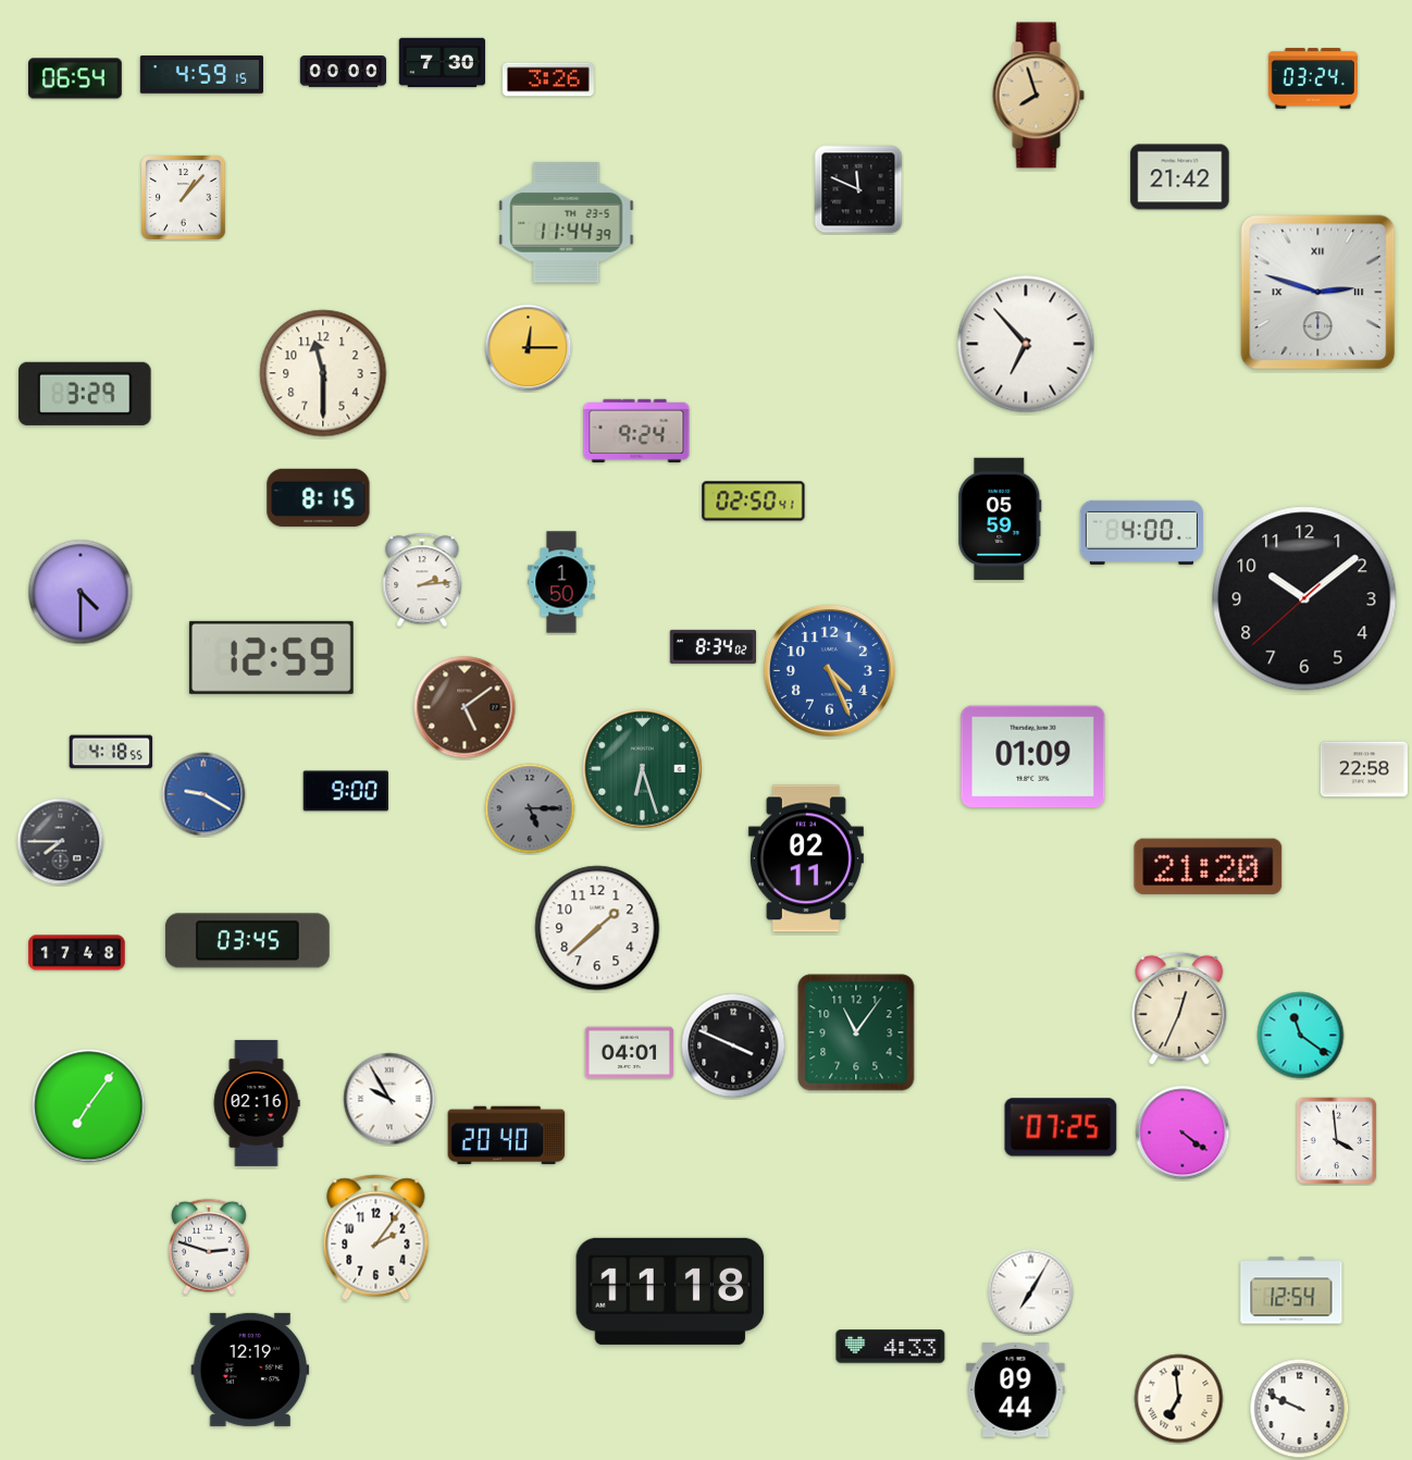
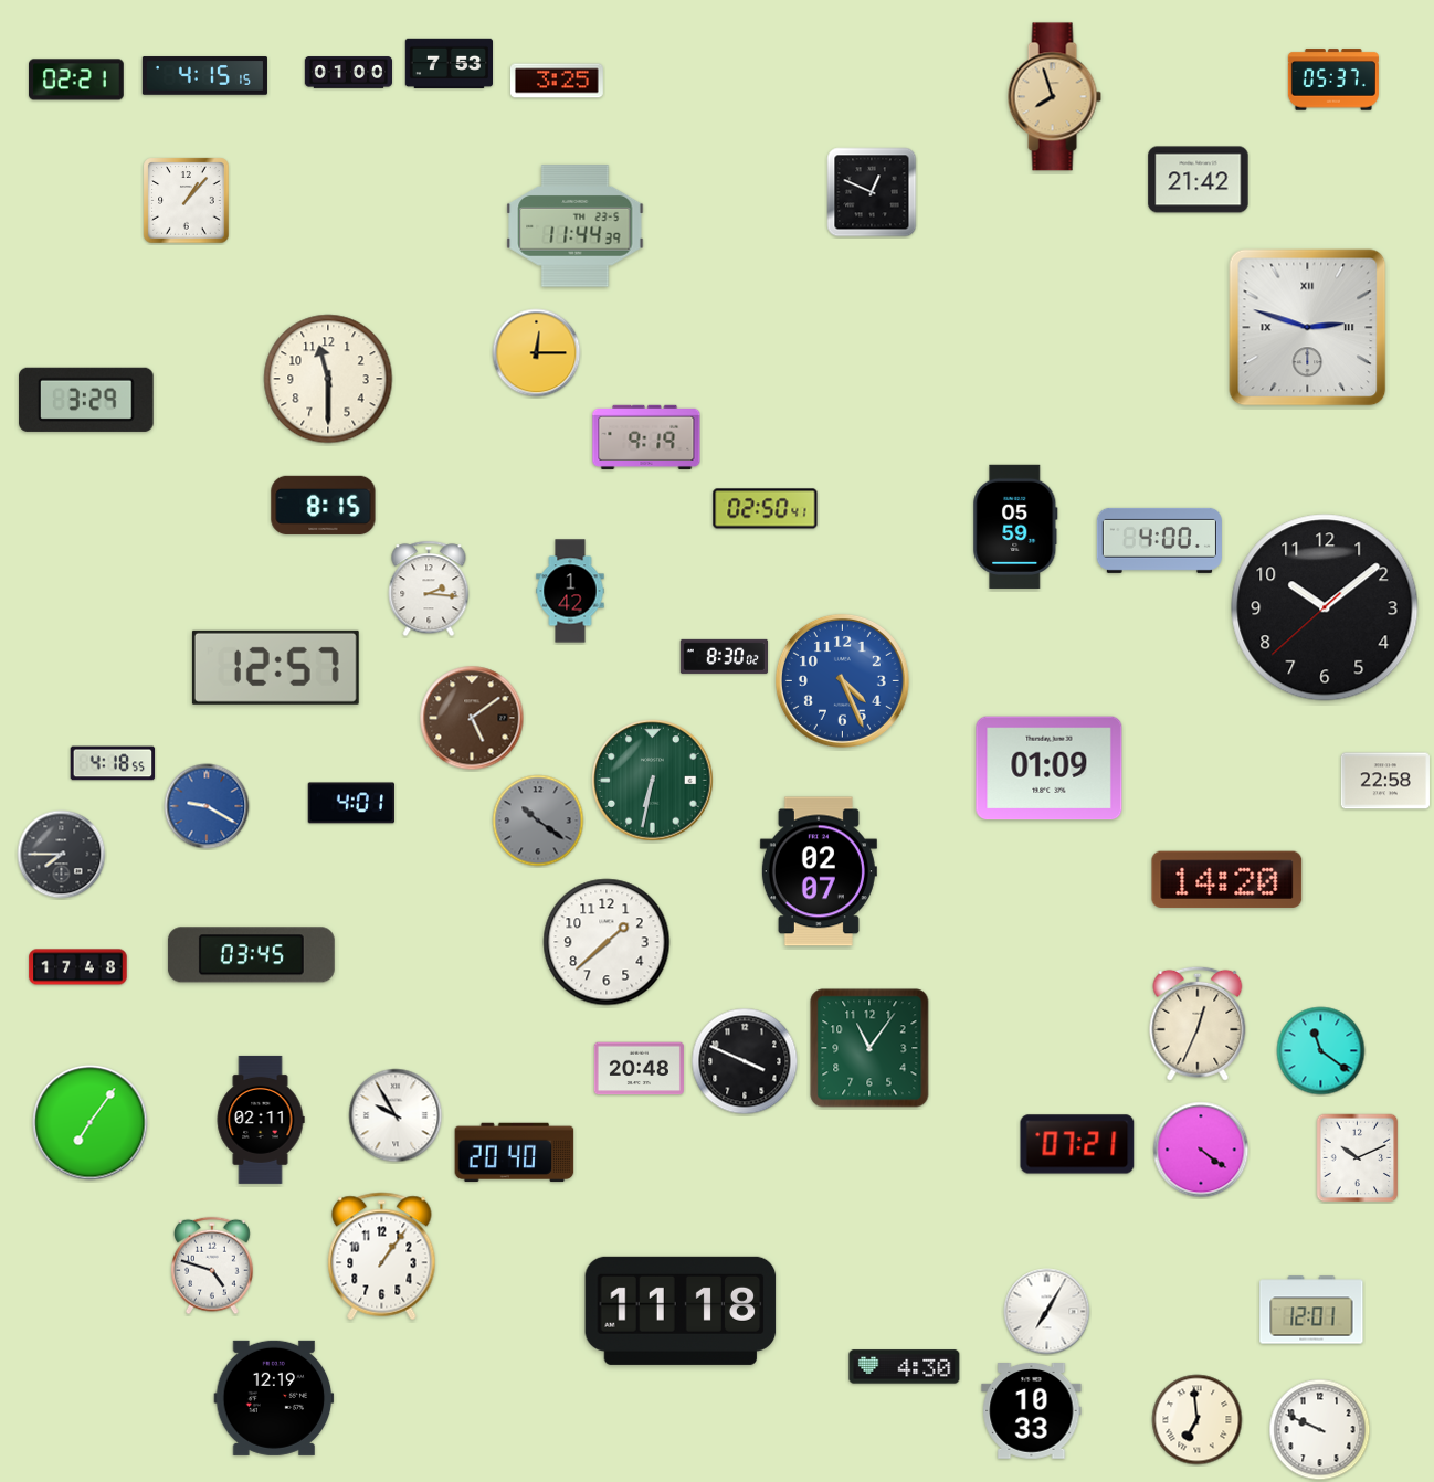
clock at (442, 62): 7:30 -> 7:53
clock at (344, 72): 00:00 -> 01:00
clock at (201, 75): 4:59 -> 4:15
clock at (76, 78): 06:54 -> 02:21
clock at (1313, 78): 03:24 -> 05:37
clock at (548, 79): 3:26 -> 3:25
clock at (858, 189): 11:49 -> 12:49
clock at (1318, 293) position: (1318, 293) -> (1308, 328)
clock at (1026, 344): 6:53 -> none
clock at (636, 431): 9:24 -> 9:19
clock at (422, 580): 2:14 -> 2:16
clock at (561, 582): 1:50 -> 1:42
clock at (80, 592): 4:30 -> none
clock at (713, 646): 8:34 -> 8:30
clock at (271, 657): 12:59 -> 12:57
clock at (643, 769): 6:27 -> 6:32
clock at (346, 791): 9:00 -> 4:01
clock at (530, 808): 5:15 -> 10:21
clock at (806, 858): 02:11 -> 02:07
clock at (1209, 866): 21:20 -> 14:20
clock at (629, 1053): 04:01 -> 20:48
clock at (257, 1103): 02:16 -> 02:11
clock at (1061, 1127): 07:25 -> 07:21
clock at (1337, 1141): 3:59 -> 10:11
clock at (376, 1238): 2:06 -> 1:06
clock at (210, 1247): 2:48 -> 4:48
clock at (1291, 1290): 12:54 -> 12:01
clock at (891, 1347): 4:33 -> 4:30
clock at (250, 1370) position: (250, 1370) -> (274, 1398)
clock at (1016, 1390): 09:44 -> 10:33
